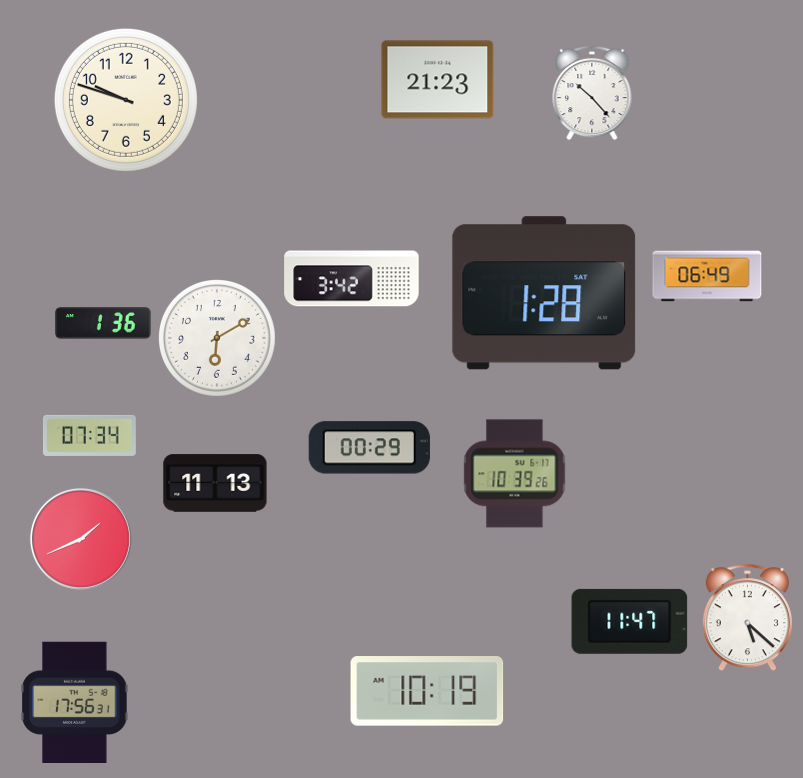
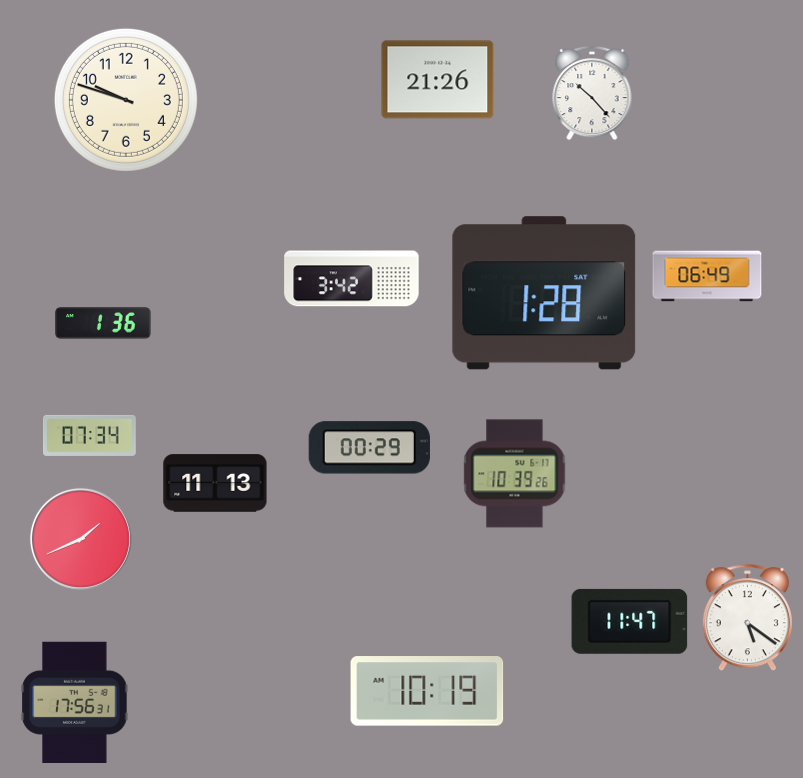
clock at (438, 80): 21:23 -> 21:26
clock at (218, 339): 6:10 -> none
clock at (747, 618): 5:22 -> 5:21
